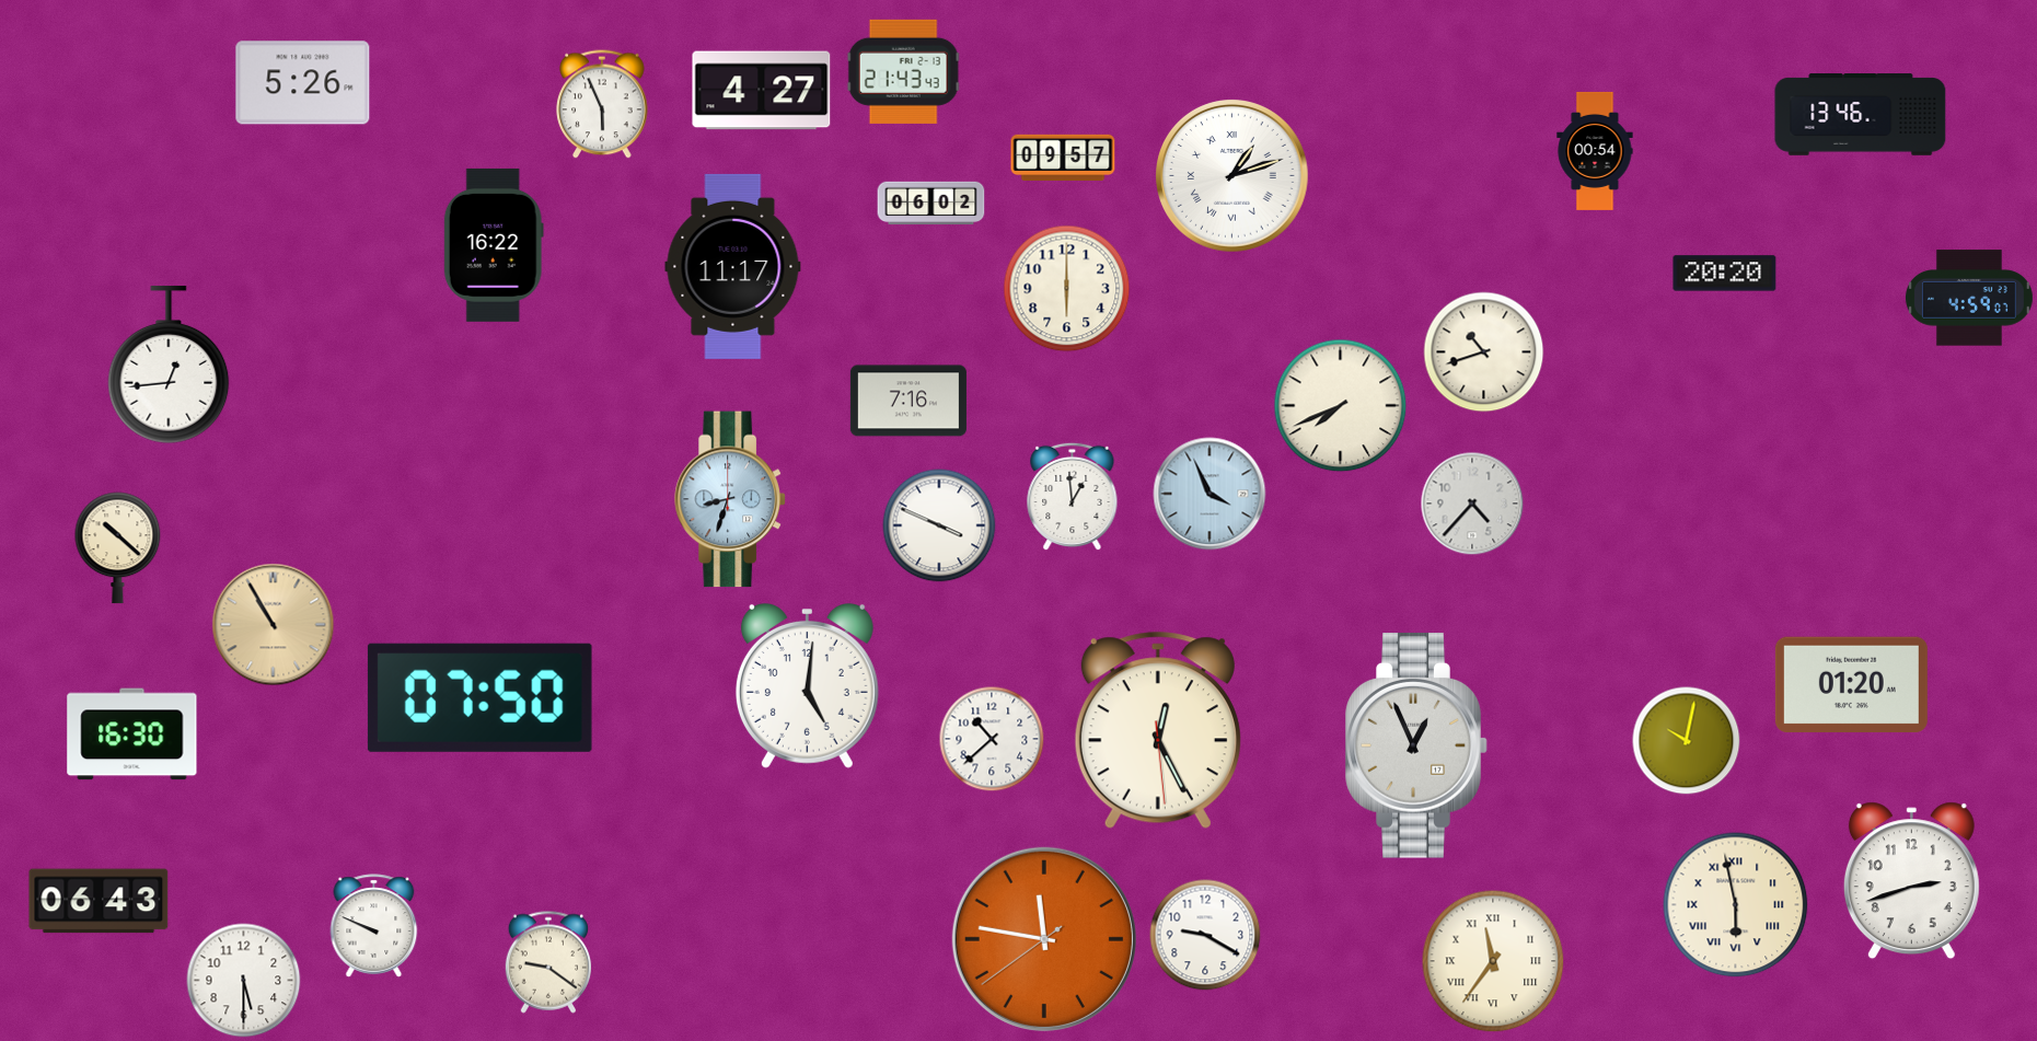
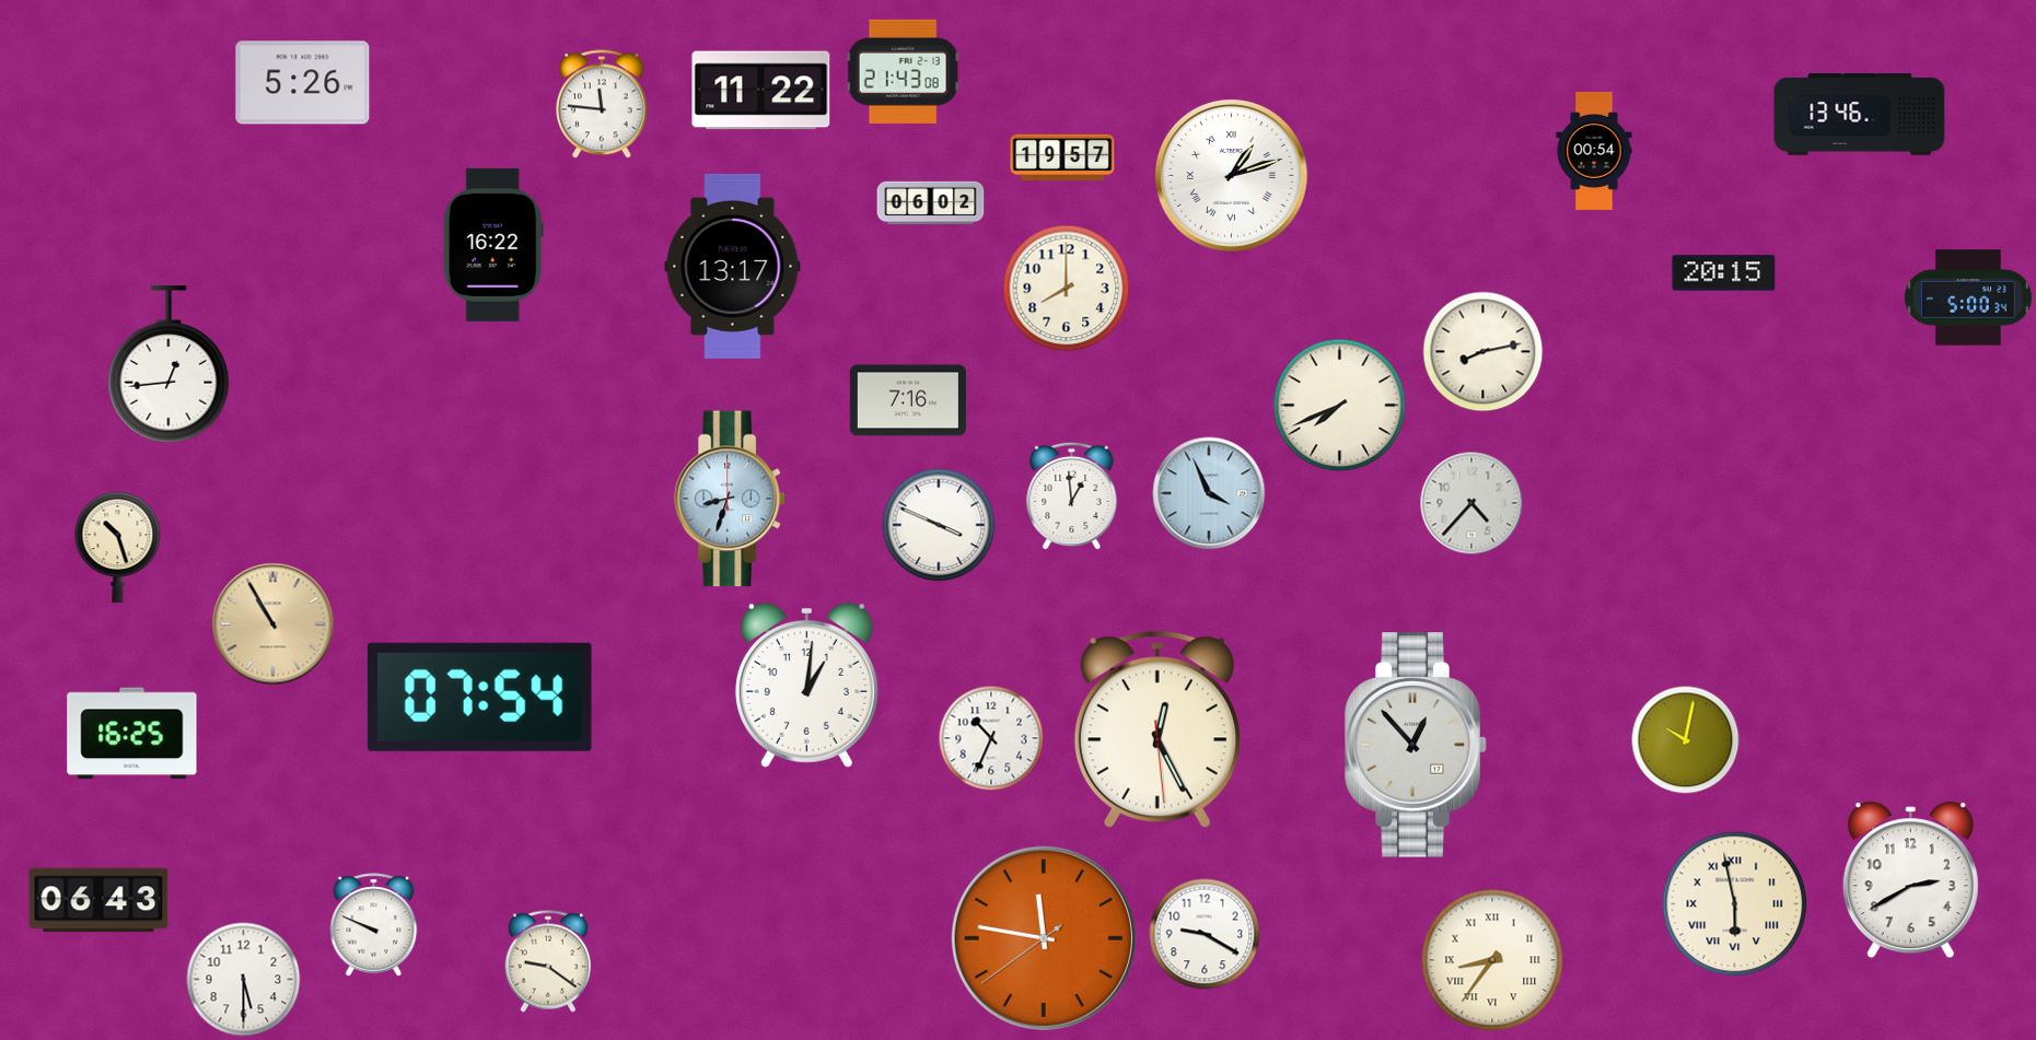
clock at (903, 71): 21:43:43 -> 21:43:08
clock at (762, 91): 4:27 -> 11:22
clock at (602, 104): 5:56 -> 11:46
clock at (1063, 157): 09:57 -> 19:57
clock at (733, 266): 11:17 -> 13:17
clock at (1725, 274): 20:20 -> 20:15
clock at (1067, 289): 6:00 -> 8:00
clock at (1969, 298): 4:59 -> 5:00
clock at (1484, 352): 10:42 -> 8:13
clock at (118, 548): 10:22 -> 10:27
clock at (1851, 684): 01:20 -> none
clock at (807, 685): 5:01 -> 1:01
clock at (479, 697): 07:50 -> 07:54
clock at (132, 735): 16:30 -> 16:25
clock at (992, 739): 10:38 -> 10:34
clock at (1416, 745): 12:56 -> 12:53
clock at (1911, 881): 2:42 -> 2:40
clock at (1493, 961): 11:36 -> 8:36
